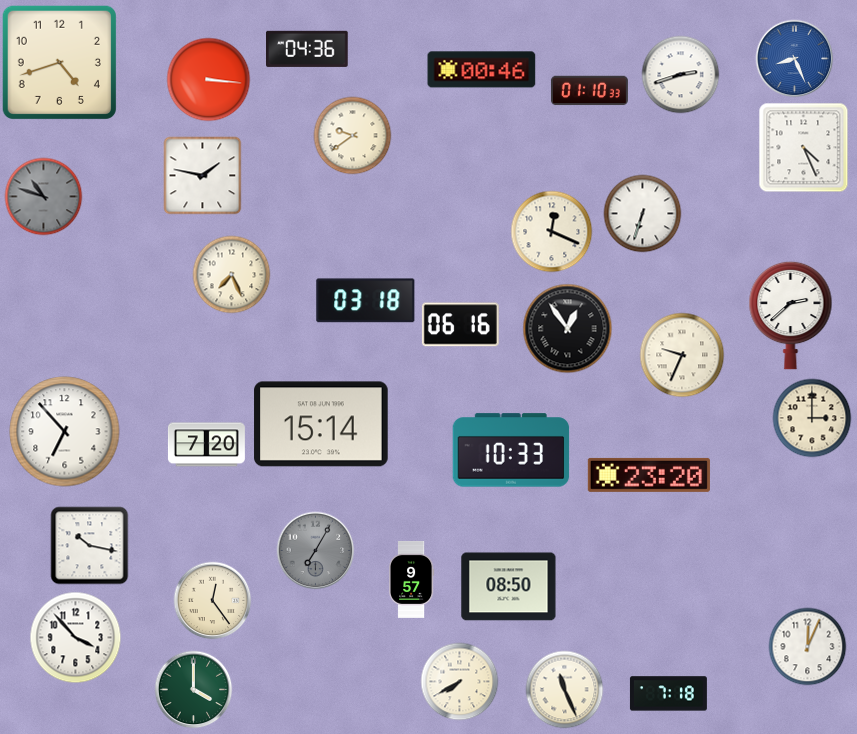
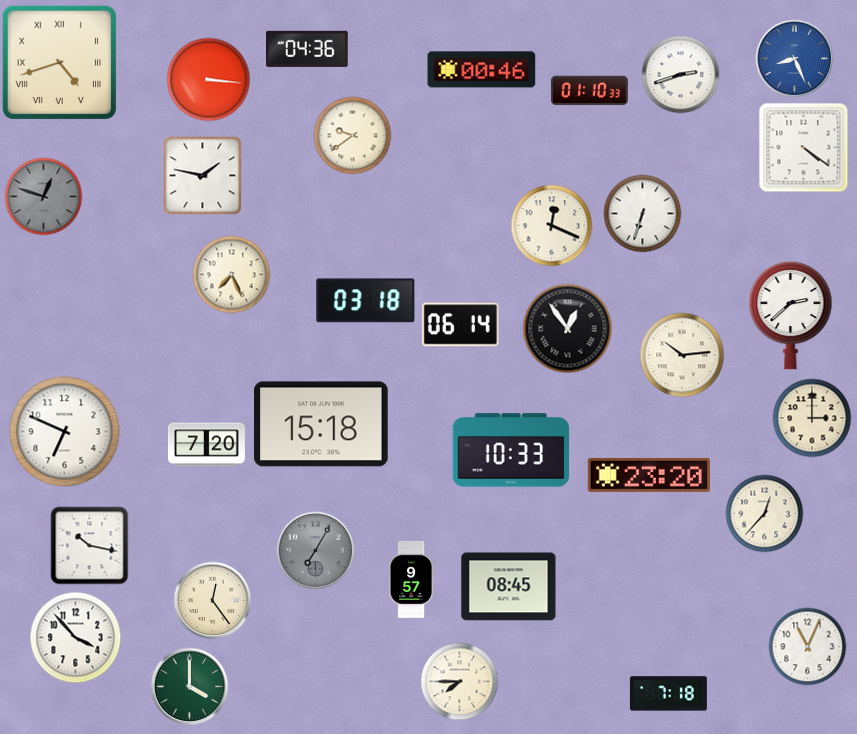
clock at (59, 62) numerals: Arabic -> Roman
clock at (803, 147): 4:26 -> 4:21
clock at (43, 196): 10:48 -> 12:48
clock at (551, 231) position: (551, 231) -> (551, 225)
clock at (460, 325): 06:16 -> 06:14
clock at (682, 355): 9:34 -> 10:14
clock at (321, 424): 15:14 -> 15:18
clock at (65, 432): 6:53 -> 6:49
clock at (764, 513): none -> 12:37
clock at (509, 587): 08:50 -> 08:45
clock at (807, 646): 12:04 -> 11:04
clock at (459, 681): 7:40 -> 7:45
clock at (193, 689) position: (193, 689) -> (189, 686)
clock at (564, 689): 11:26 -> none
